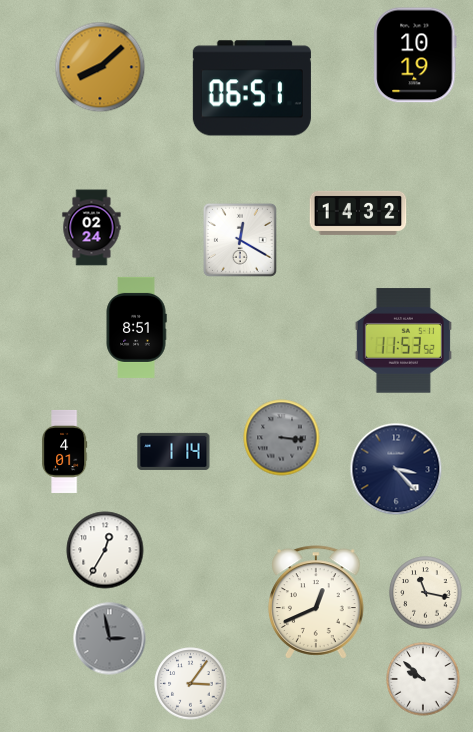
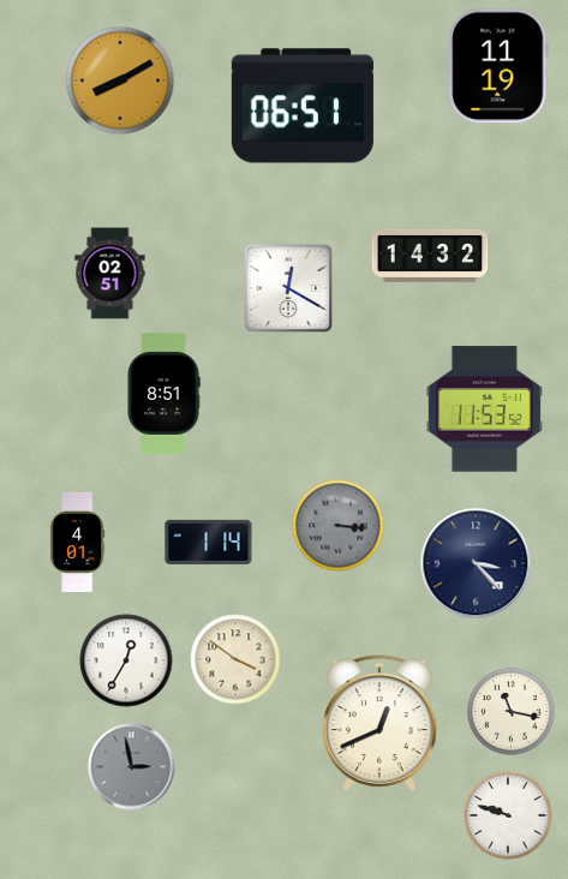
clock at (415, 55): 10:19 -> 11:19
clock at (100, 67): 8:08 -> 8:10
clock at (92, 228): 02:24 -> 02:51
clock at (235, 659): none -> 3:51
clock at (423, 679): 9:52 -> 9:48
clock at (191, 684): 3:06 -> none
